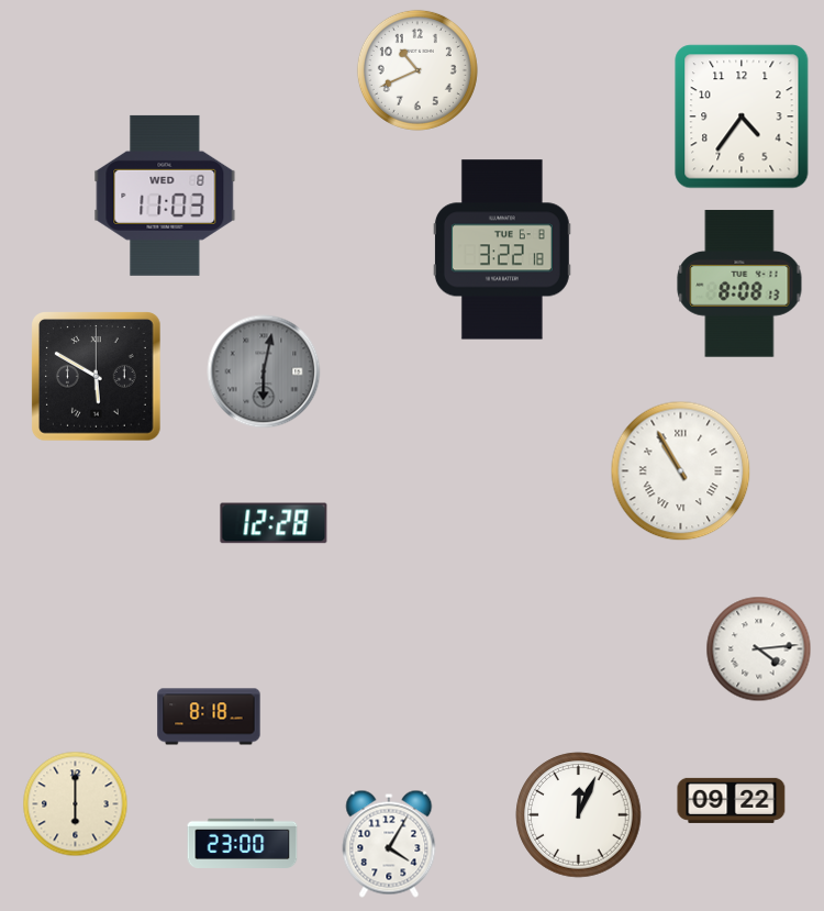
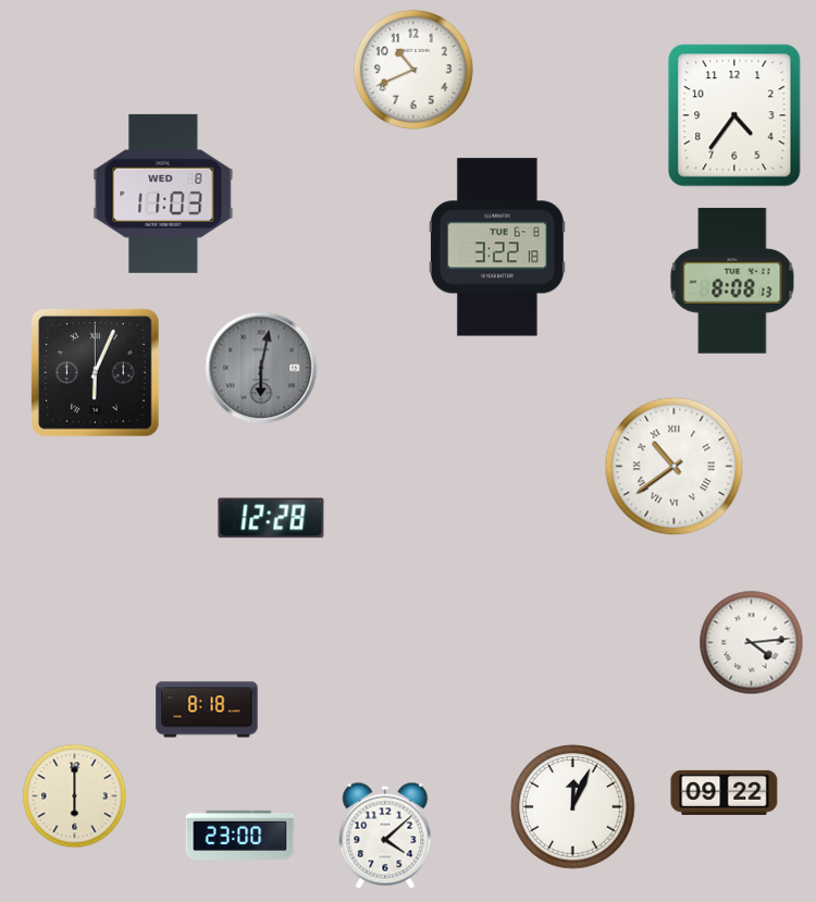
clock at (97, 377): 5:50 -> 6:04
clock at (681, 471): 10:55 -> 10:39
clock at (389, 844): 4:05 -> 4:08
